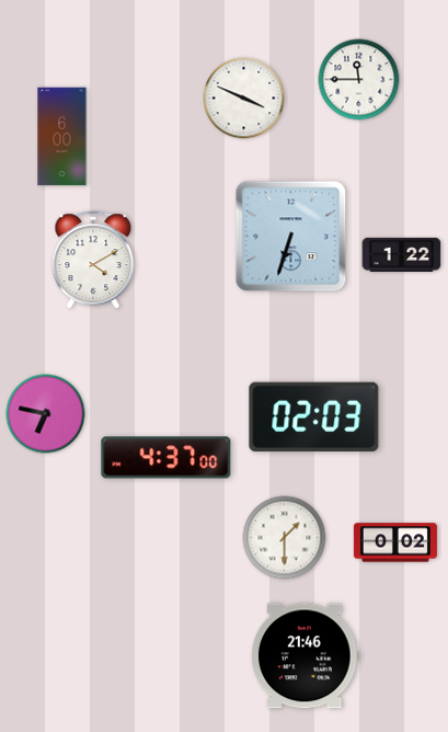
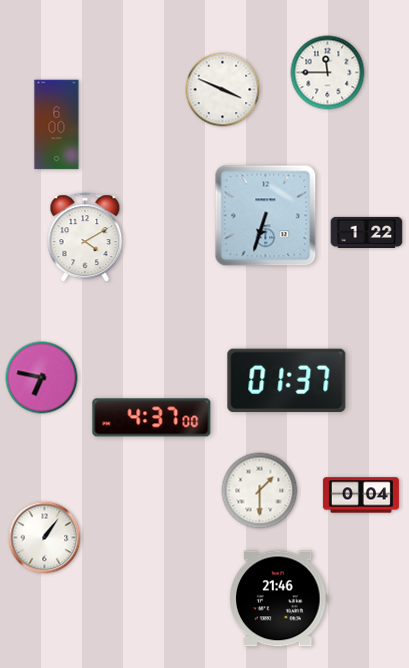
clock at (314, 418): 02:03 -> 01:37
clock at (395, 542): 0:02 -> 0:04
clock at (45, 538): none -> 1:06
